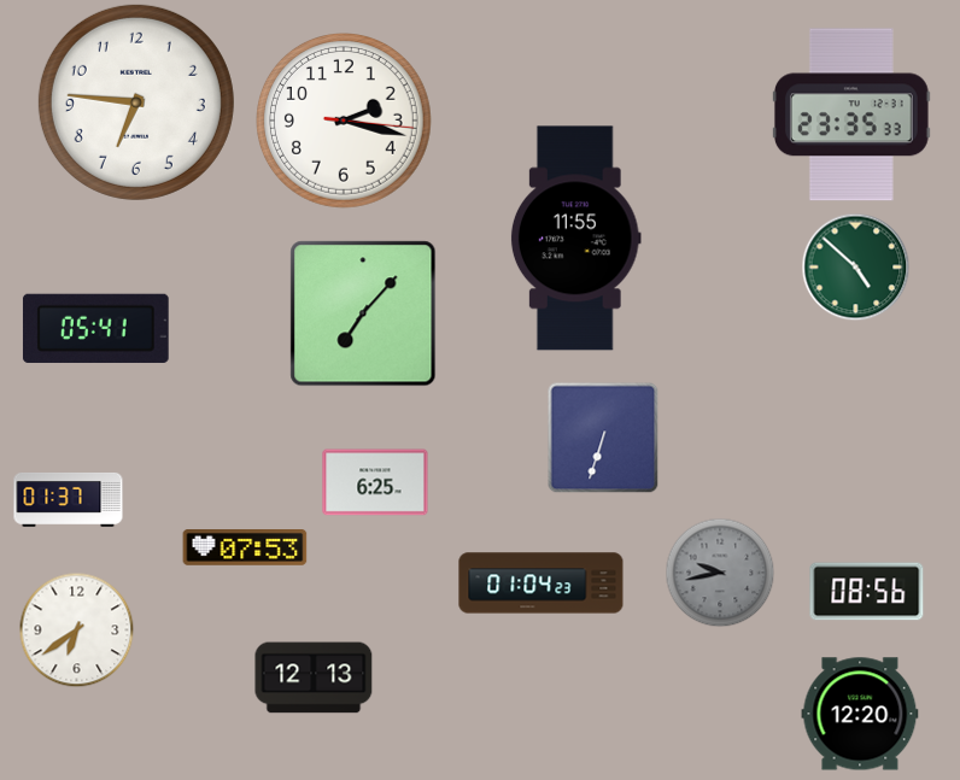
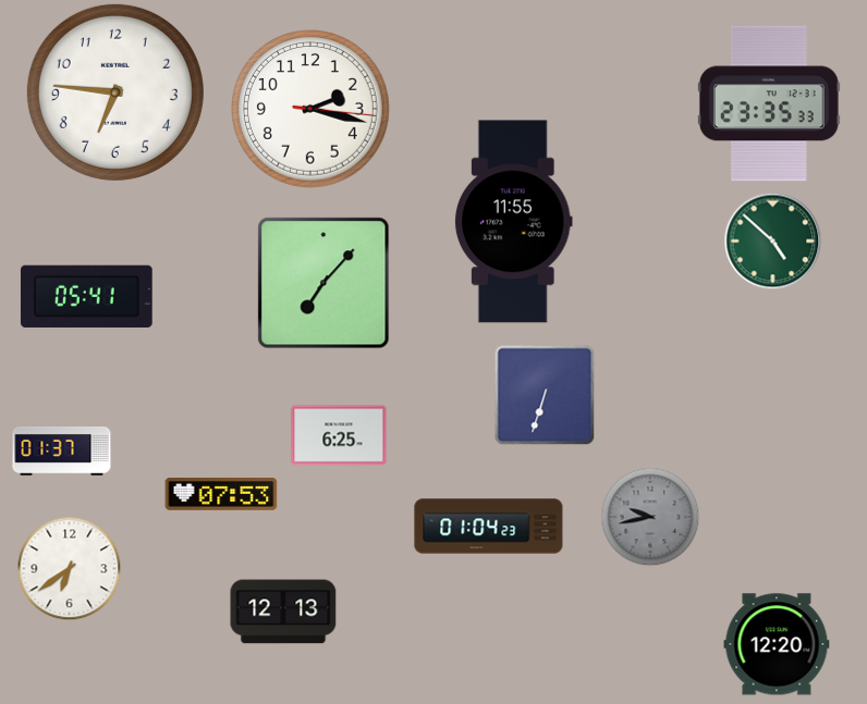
clock at (136, 102) position: (136, 102) -> (115, 92)
clock at (575, 239) position: (575, 239) -> (513, 222)
clock at (363, 313) position: (363, 313) -> (323, 283)
clock at (867, 592): 08:56 -> none
